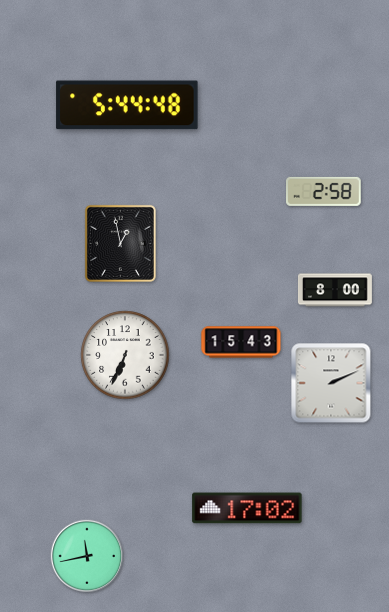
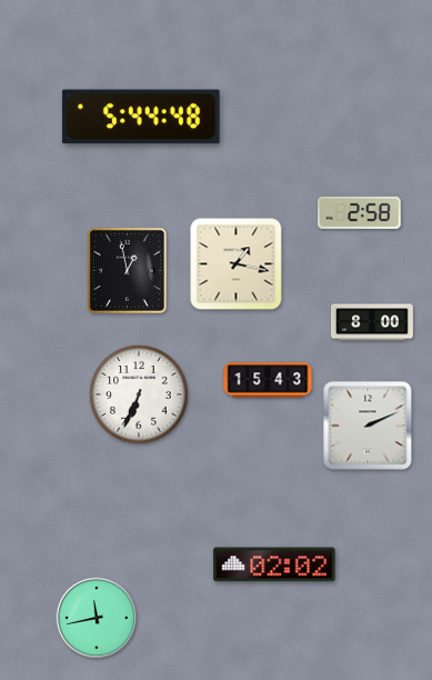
clock at (237, 264): none -> 1:17
clock at (120, 243) position: (120, 243) -> (127, 270)
clock at (247, 508): 17:02 -> 02:02
